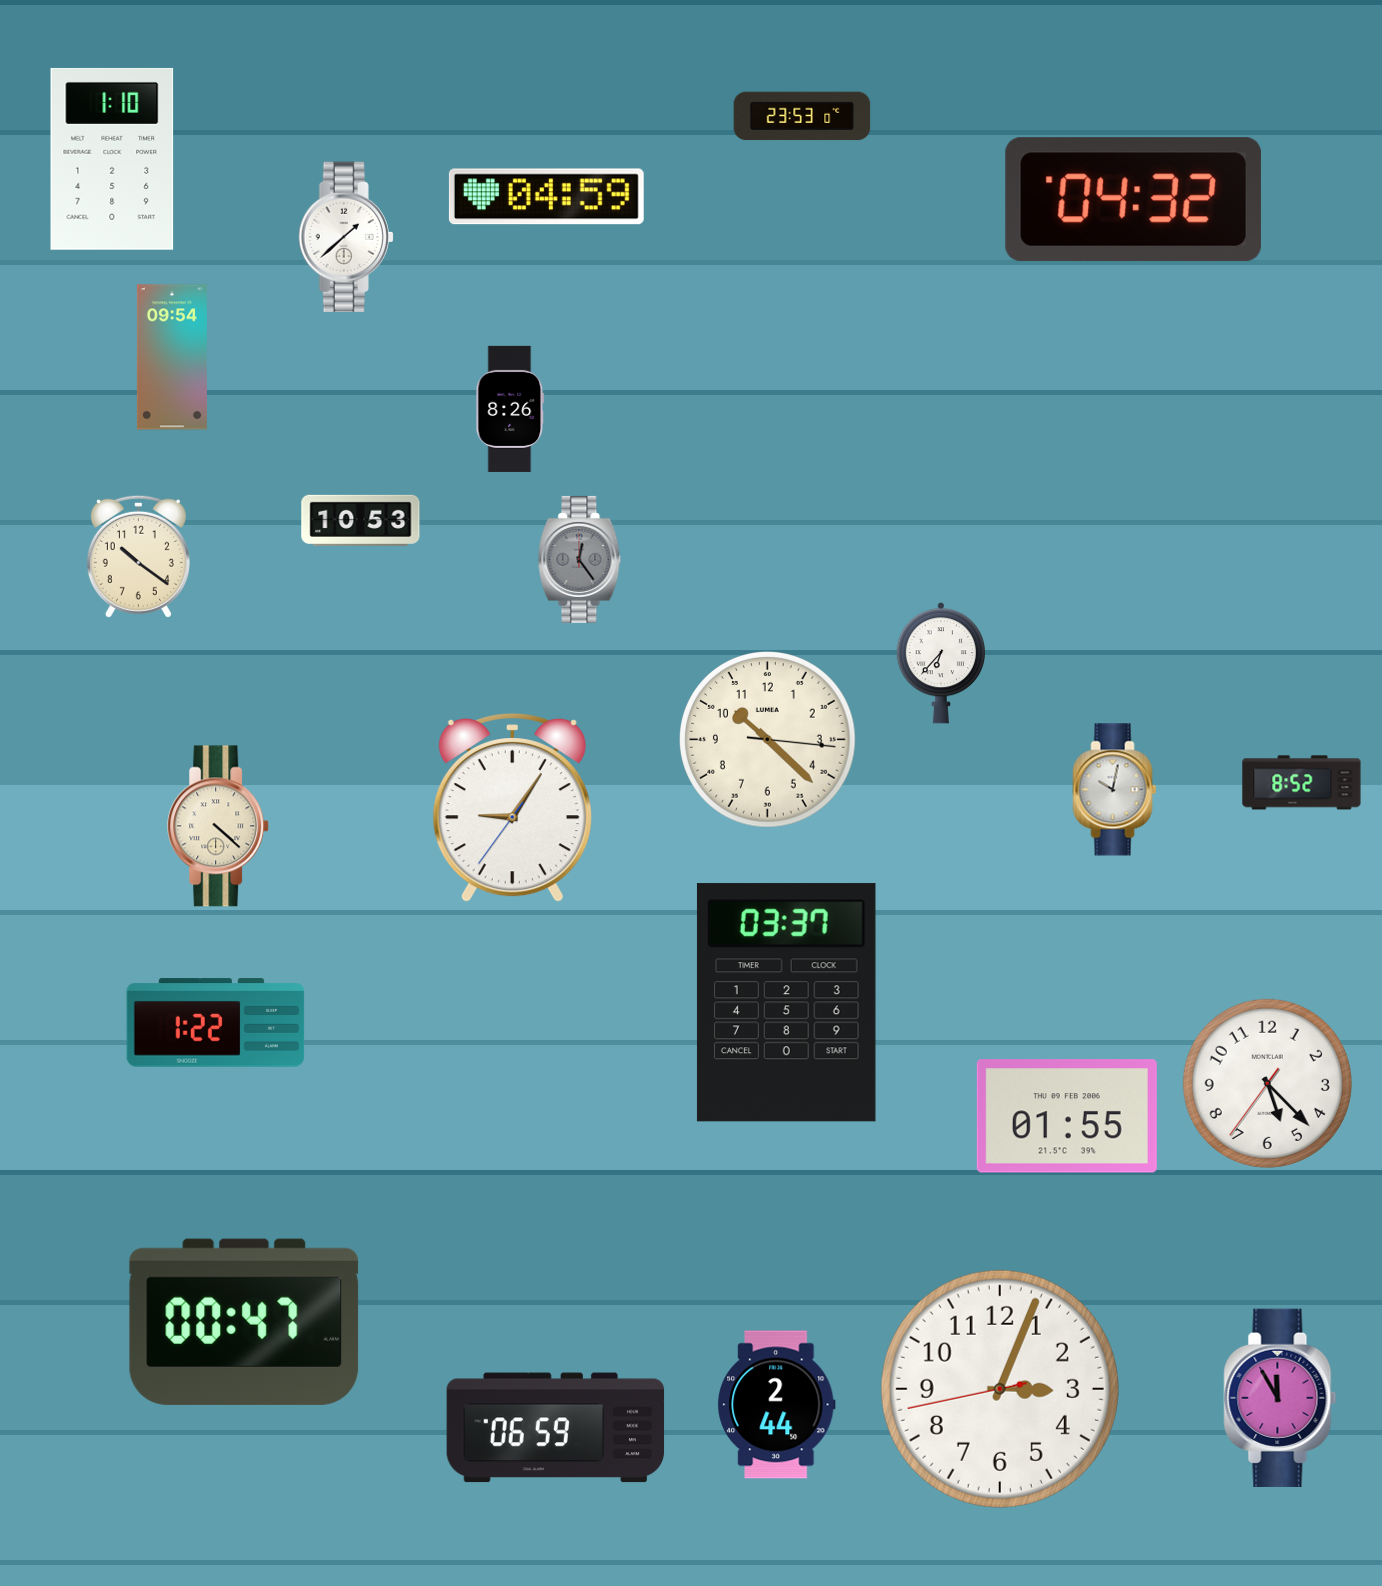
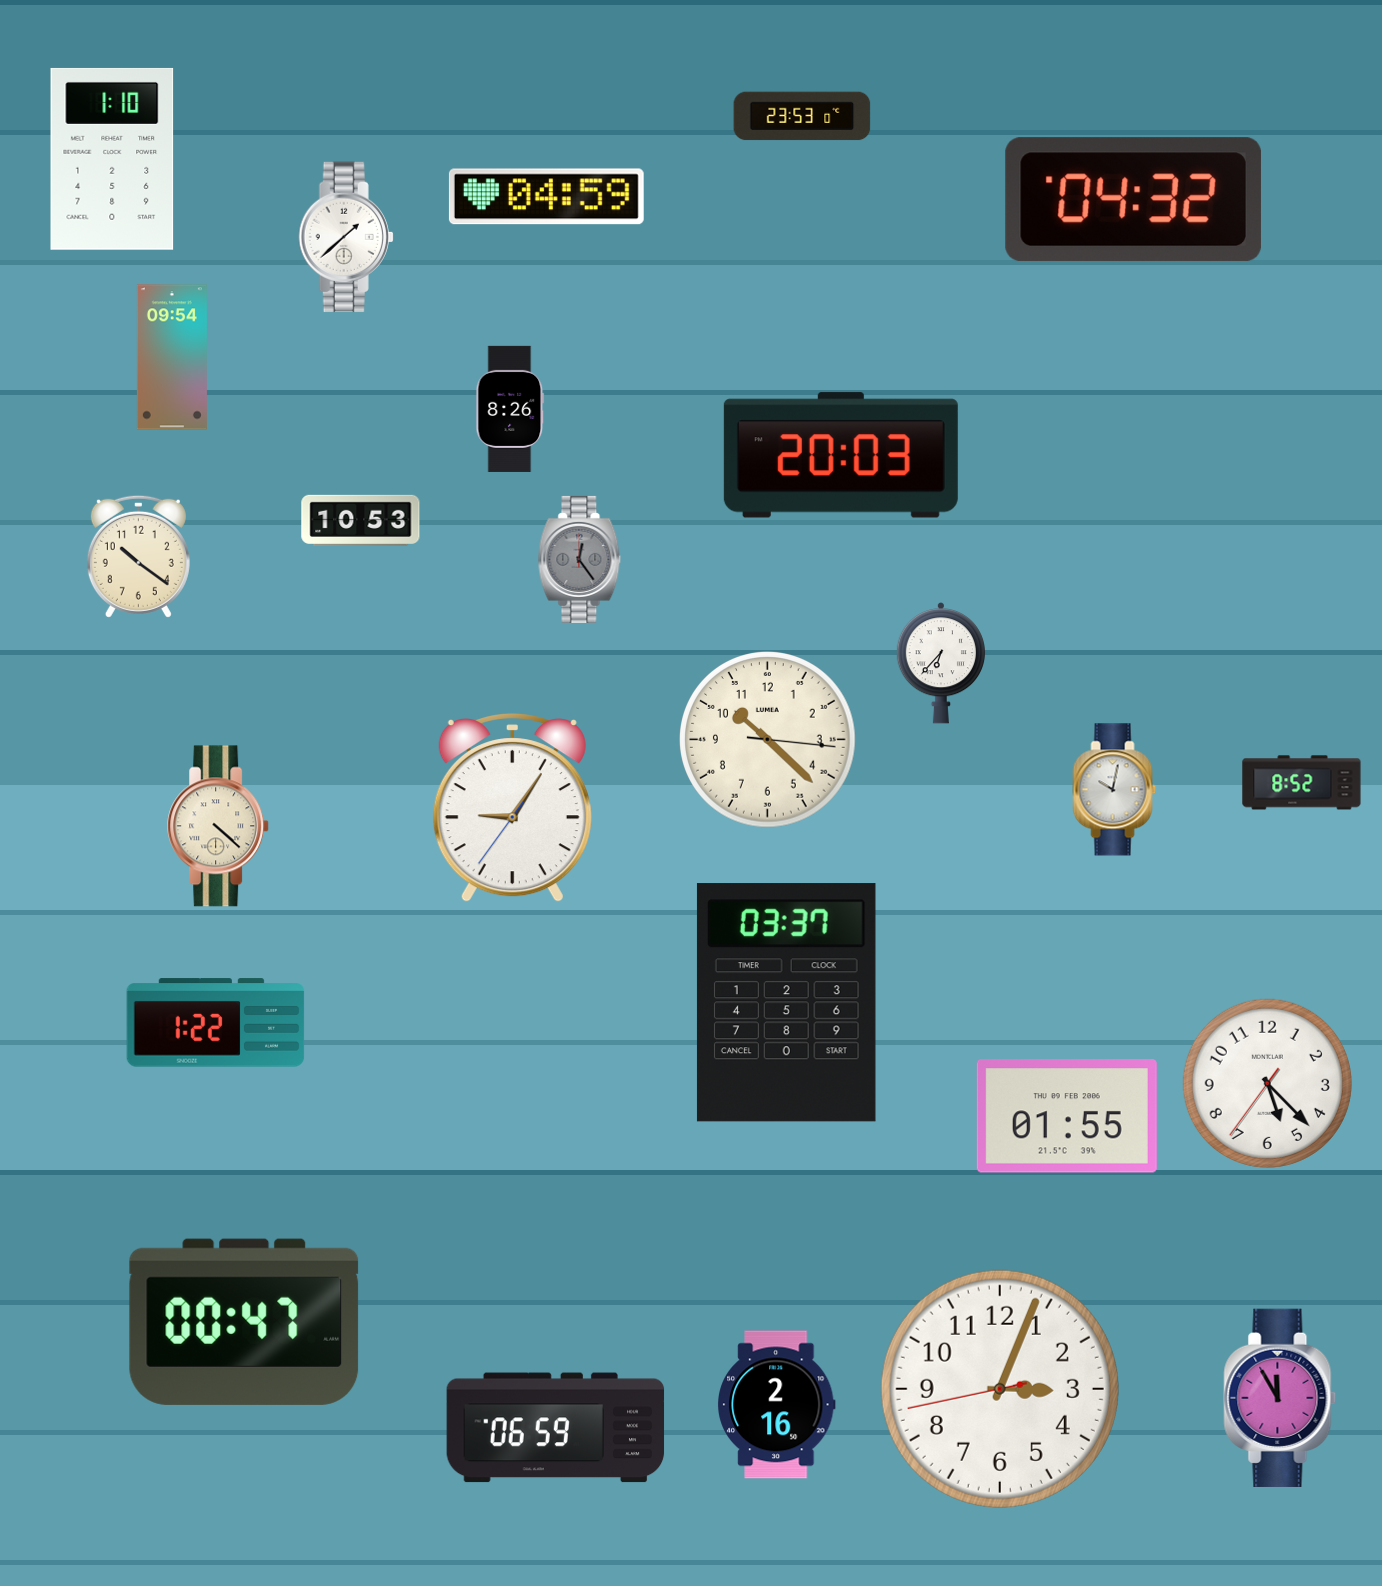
clock at (841, 455): none -> 20:03
clock at (777, 1405): 2:44 -> 2:16
